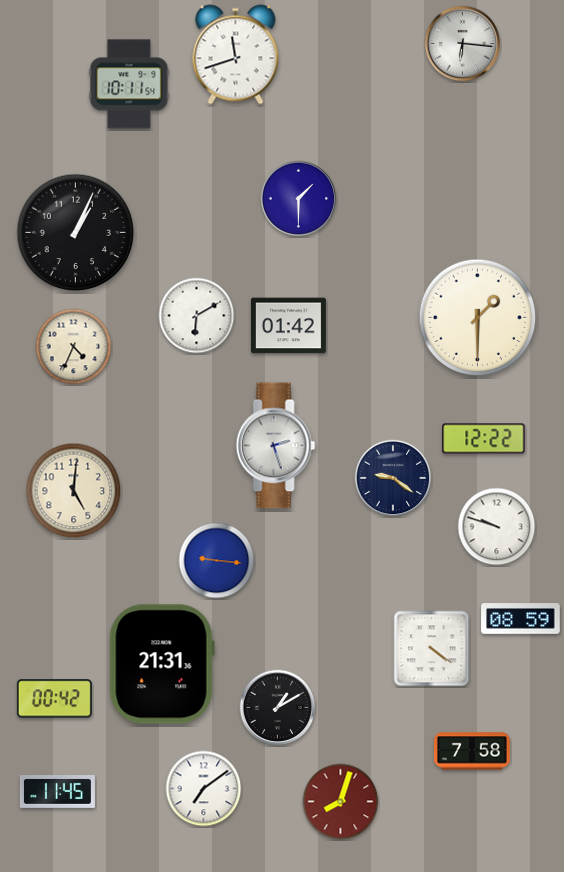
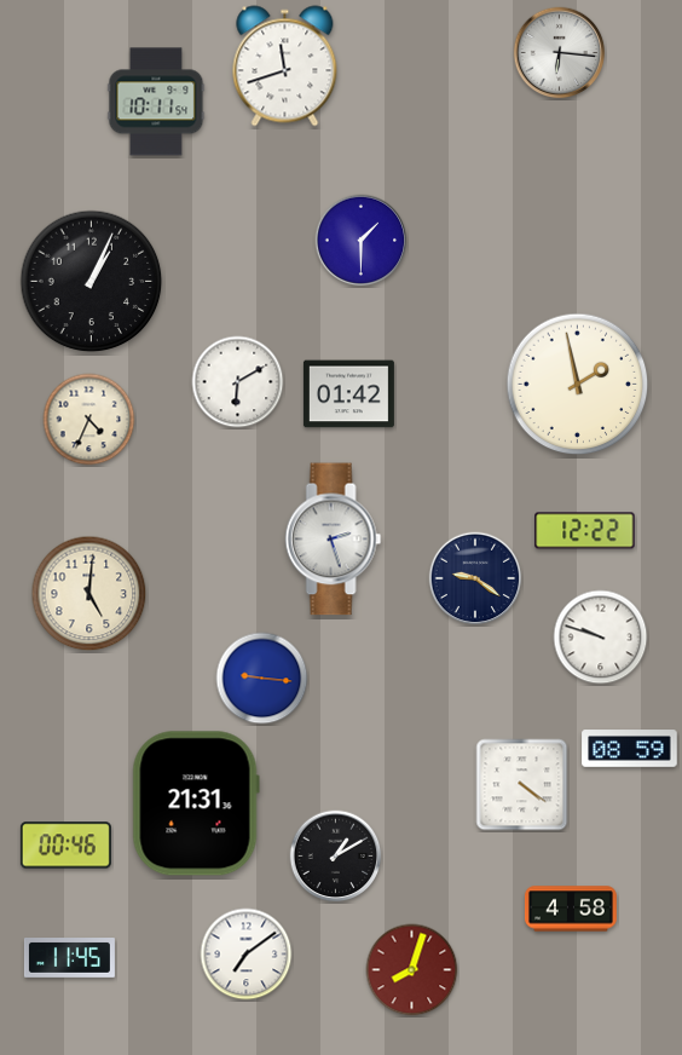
clock at (478, 318): 1:30 -> 1:58
clock at (54, 699): 00:42 -> 00:46
clock at (472, 751): 7:58 -> 4:58
